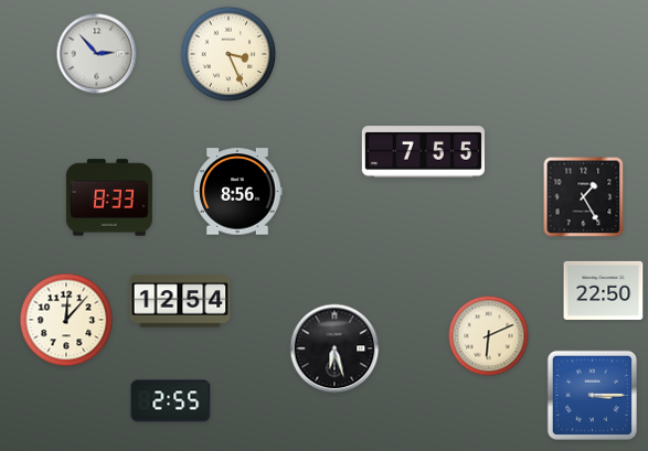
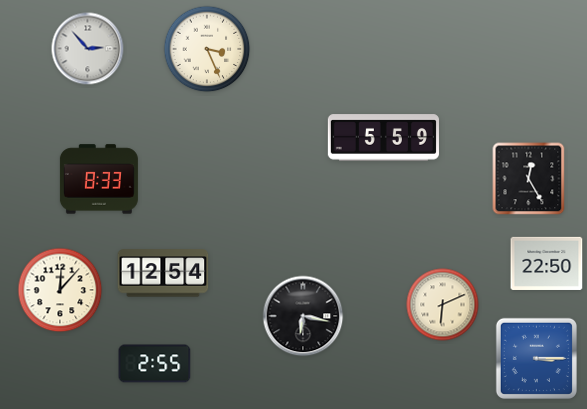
clock at (423, 152): 7:55 -> 5:59
clock at (237, 192): 8:56 -> none
clock at (584, 197): 1:25 -> 12:25
clock at (334, 348): 6:27 -> 6:17
